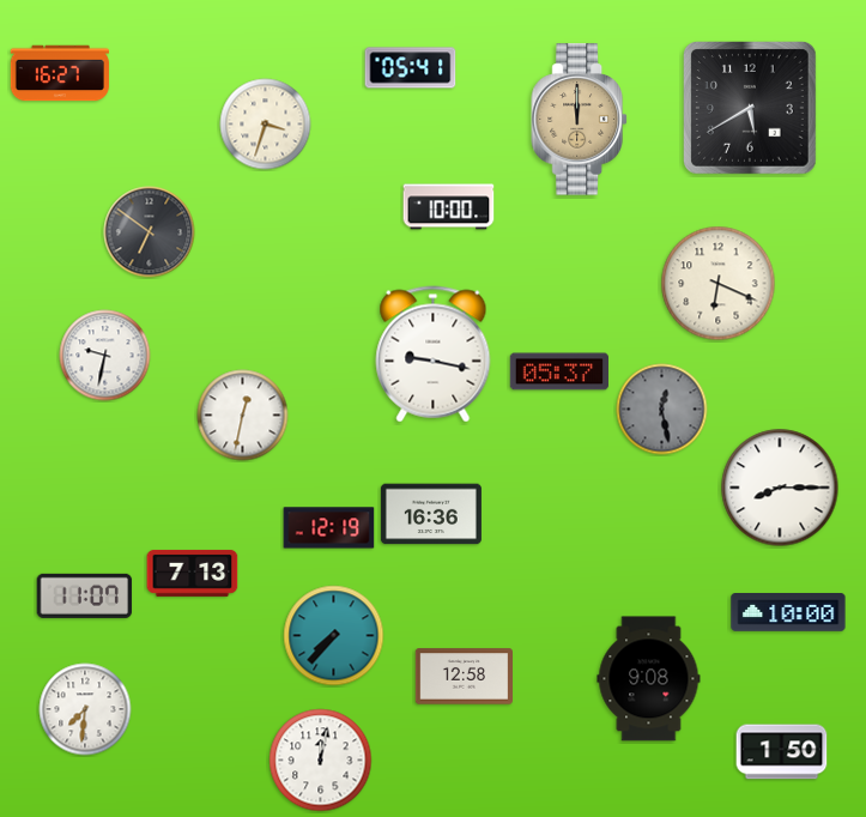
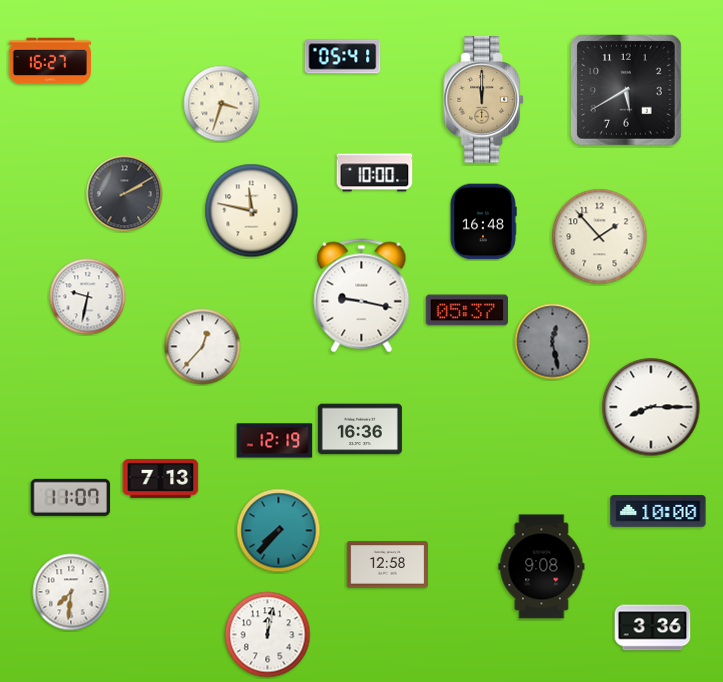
clock at (150, 232): 6:51 -> 2:10
clock at (252, 211): none -> 11:47
clock at (483, 222): none -> 16:48
clock at (719, 284): 6:19 -> 1:53
clock at (243, 416): 12:32 -> 12:37
clock at (782, 752): 1:50 -> 3:36
